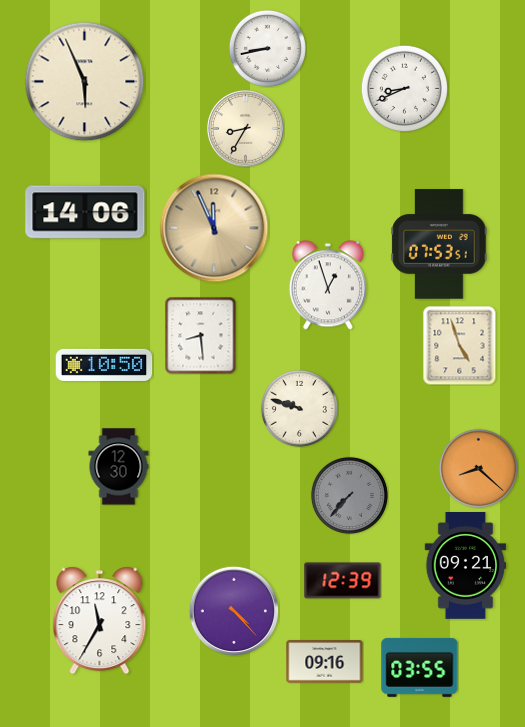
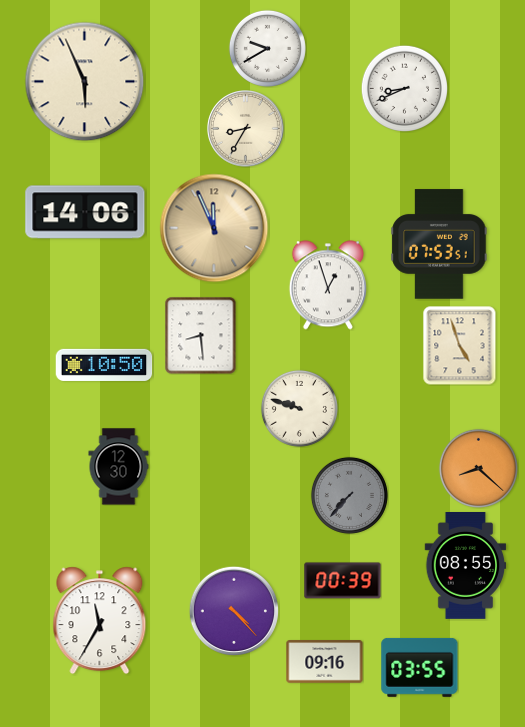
clock at (267, 48): 8:43 -> 9:40
clock at (466, 566): 09:21 -> 08:55
clock at (343, 581): 12:39 -> 00:39
